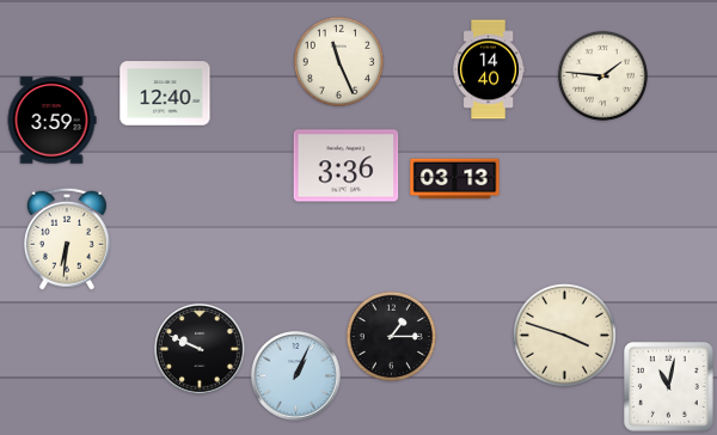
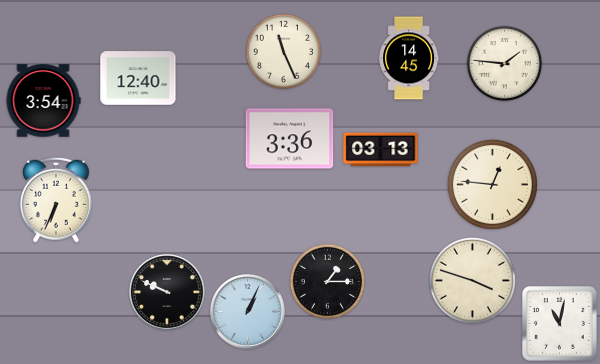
clock at (488, 69): 14:40 -> 14:45
clock at (51, 121): 3:59 -> 3:54
clock at (492, 184): none -> 12:46
clock at (67, 239): 6:31 -> 6:34
clock at (296, 376) position: (296, 376) -> (248, 312)
